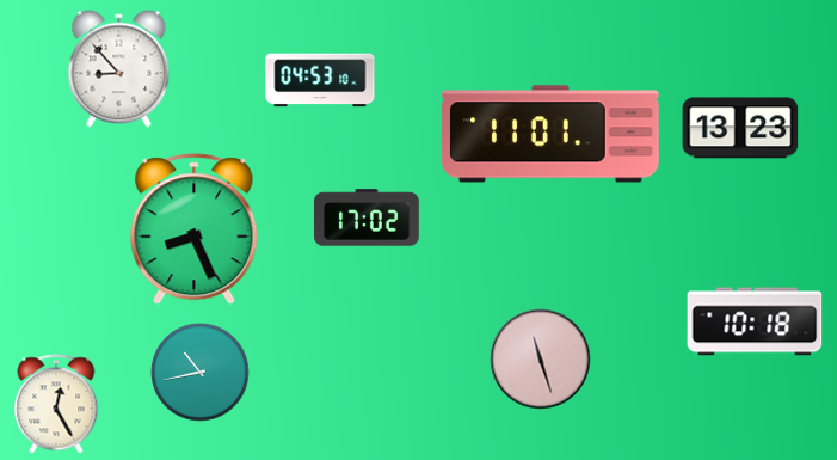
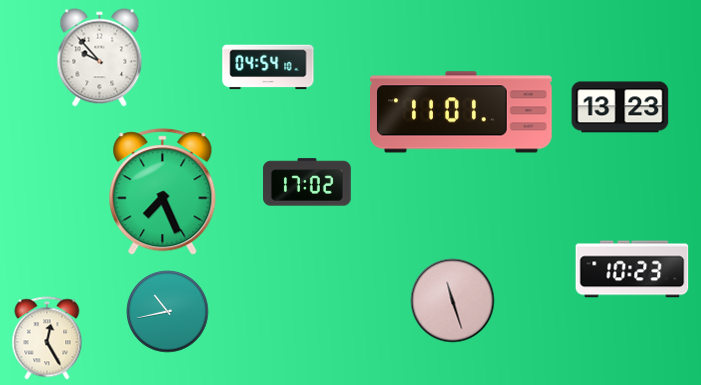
clock at (119, 69): 8:53 -> 9:53
clock at (320, 80): 04:53 -> 04:54
clock at (195, 229): 8:26 -> 7:26
clock at (755, 321): 10:18 -> 10:23
